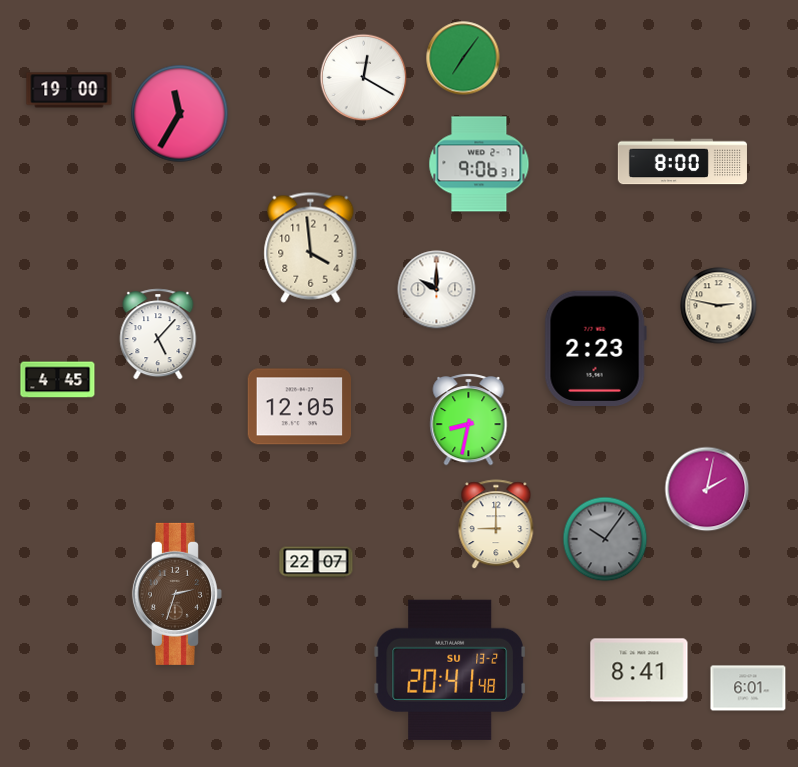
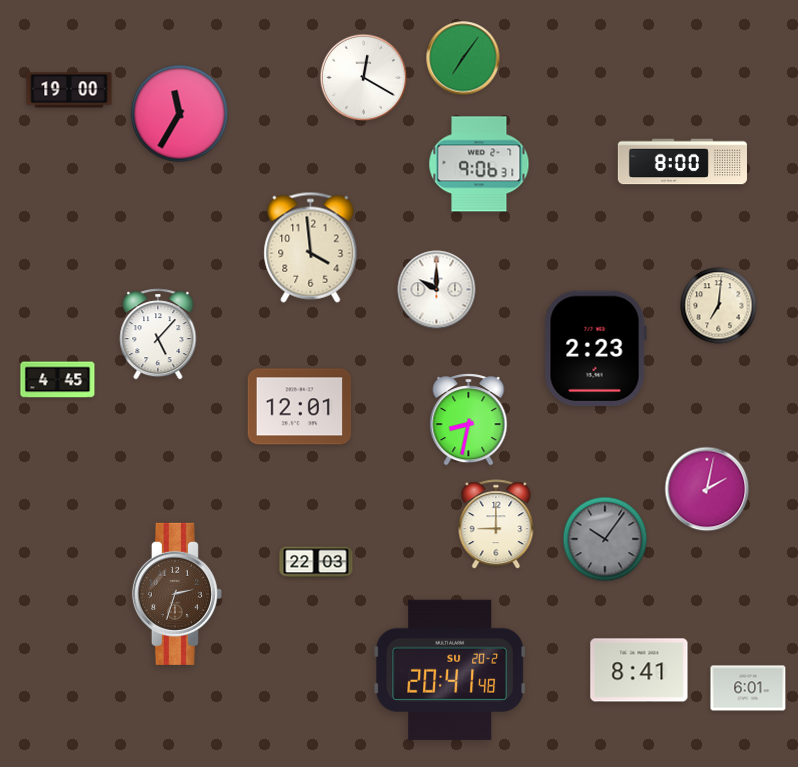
clock at (719, 306): 2:47 -> 7:01
clock at (300, 407): 12:05 -> 12:01
clock at (316, 562): 22:07 -> 22:03
clock at (449, 670) date: SU 13-2 -> SU 20-2
